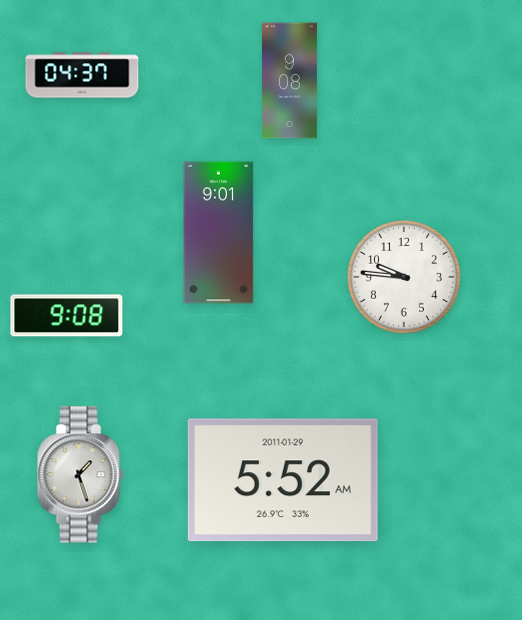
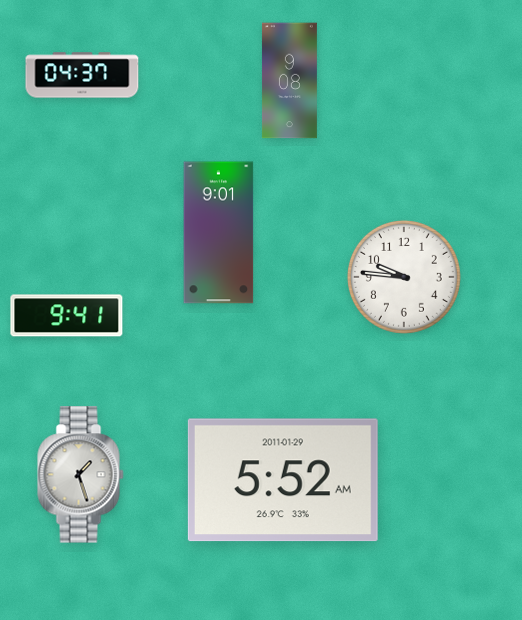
clock at (67, 316): 9:08 -> 9:41
